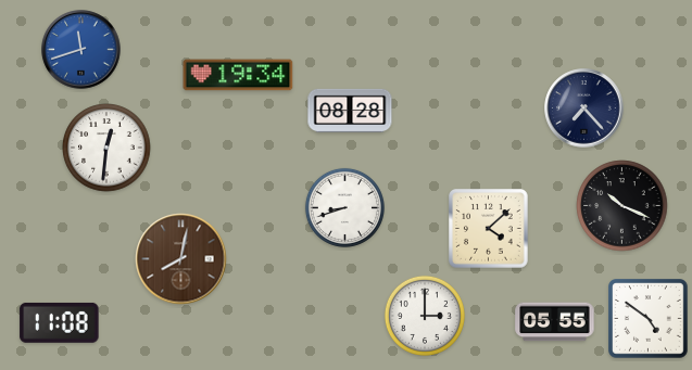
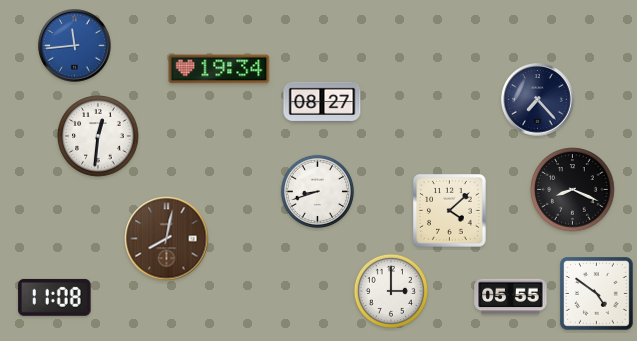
clock at (81, 50): 11:42 -> 11:44
clock at (350, 110): 08:28 -> 08:27
clock at (622, 206): 10:19 -> 8:19
